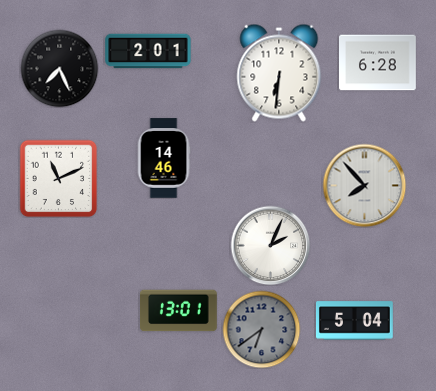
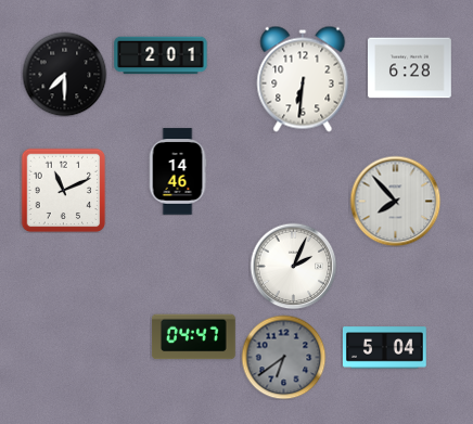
clock at (59, 68): 7:26 -> 7:30
clock at (58, 178) position: (58, 178) -> (63, 190)
clock at (179, 311): 13:01 -> 04:47
